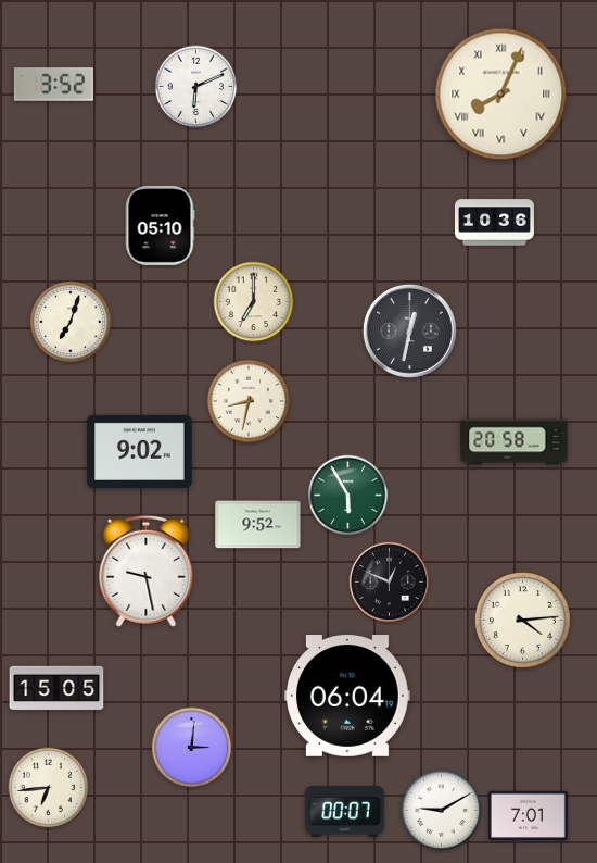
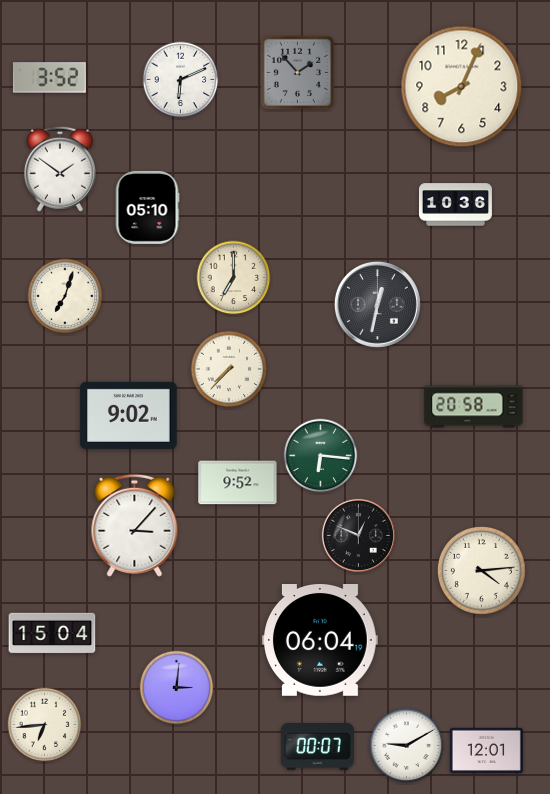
clock at (297, 72): none -> 1:53
clock at (501, 95) numerals: Roman -> Arabic
clock at (60, 169): none -> 1:51
clock at (249, 401): 8:32 -> 7:37
clock at (348, 496): 5:55 -> 6:16
clock at (147, 571): 9:28 -> 3:07
clock at (56, 688): 15:05 -> 15:04
clock at (528, 815): 7:01 -> 12:01
